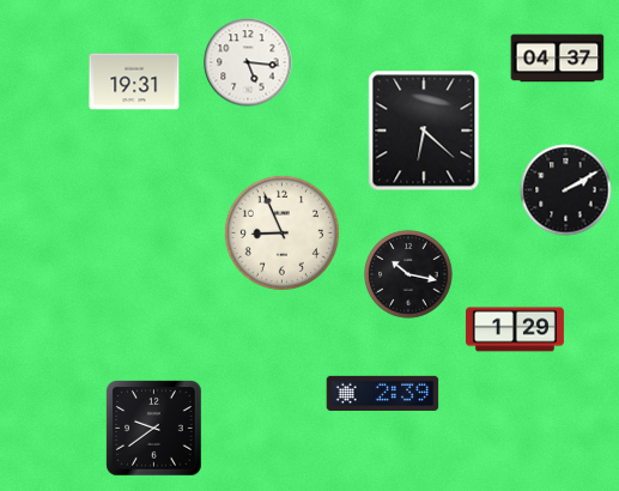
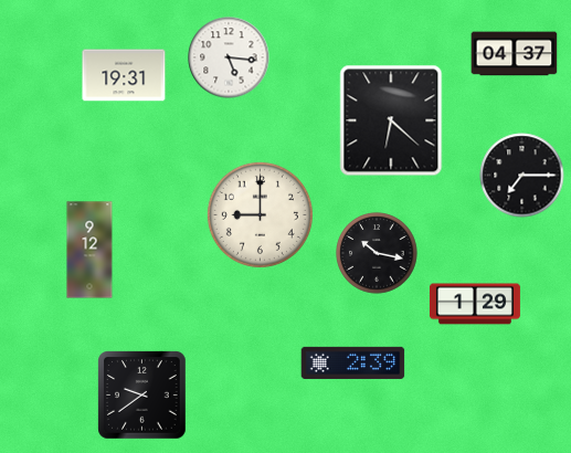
clock at (566, 190): 2:10 -> 7:15
clock at (281, 232): 8:56 -> 9:00
clock at (89, 250): none -> 9:12
